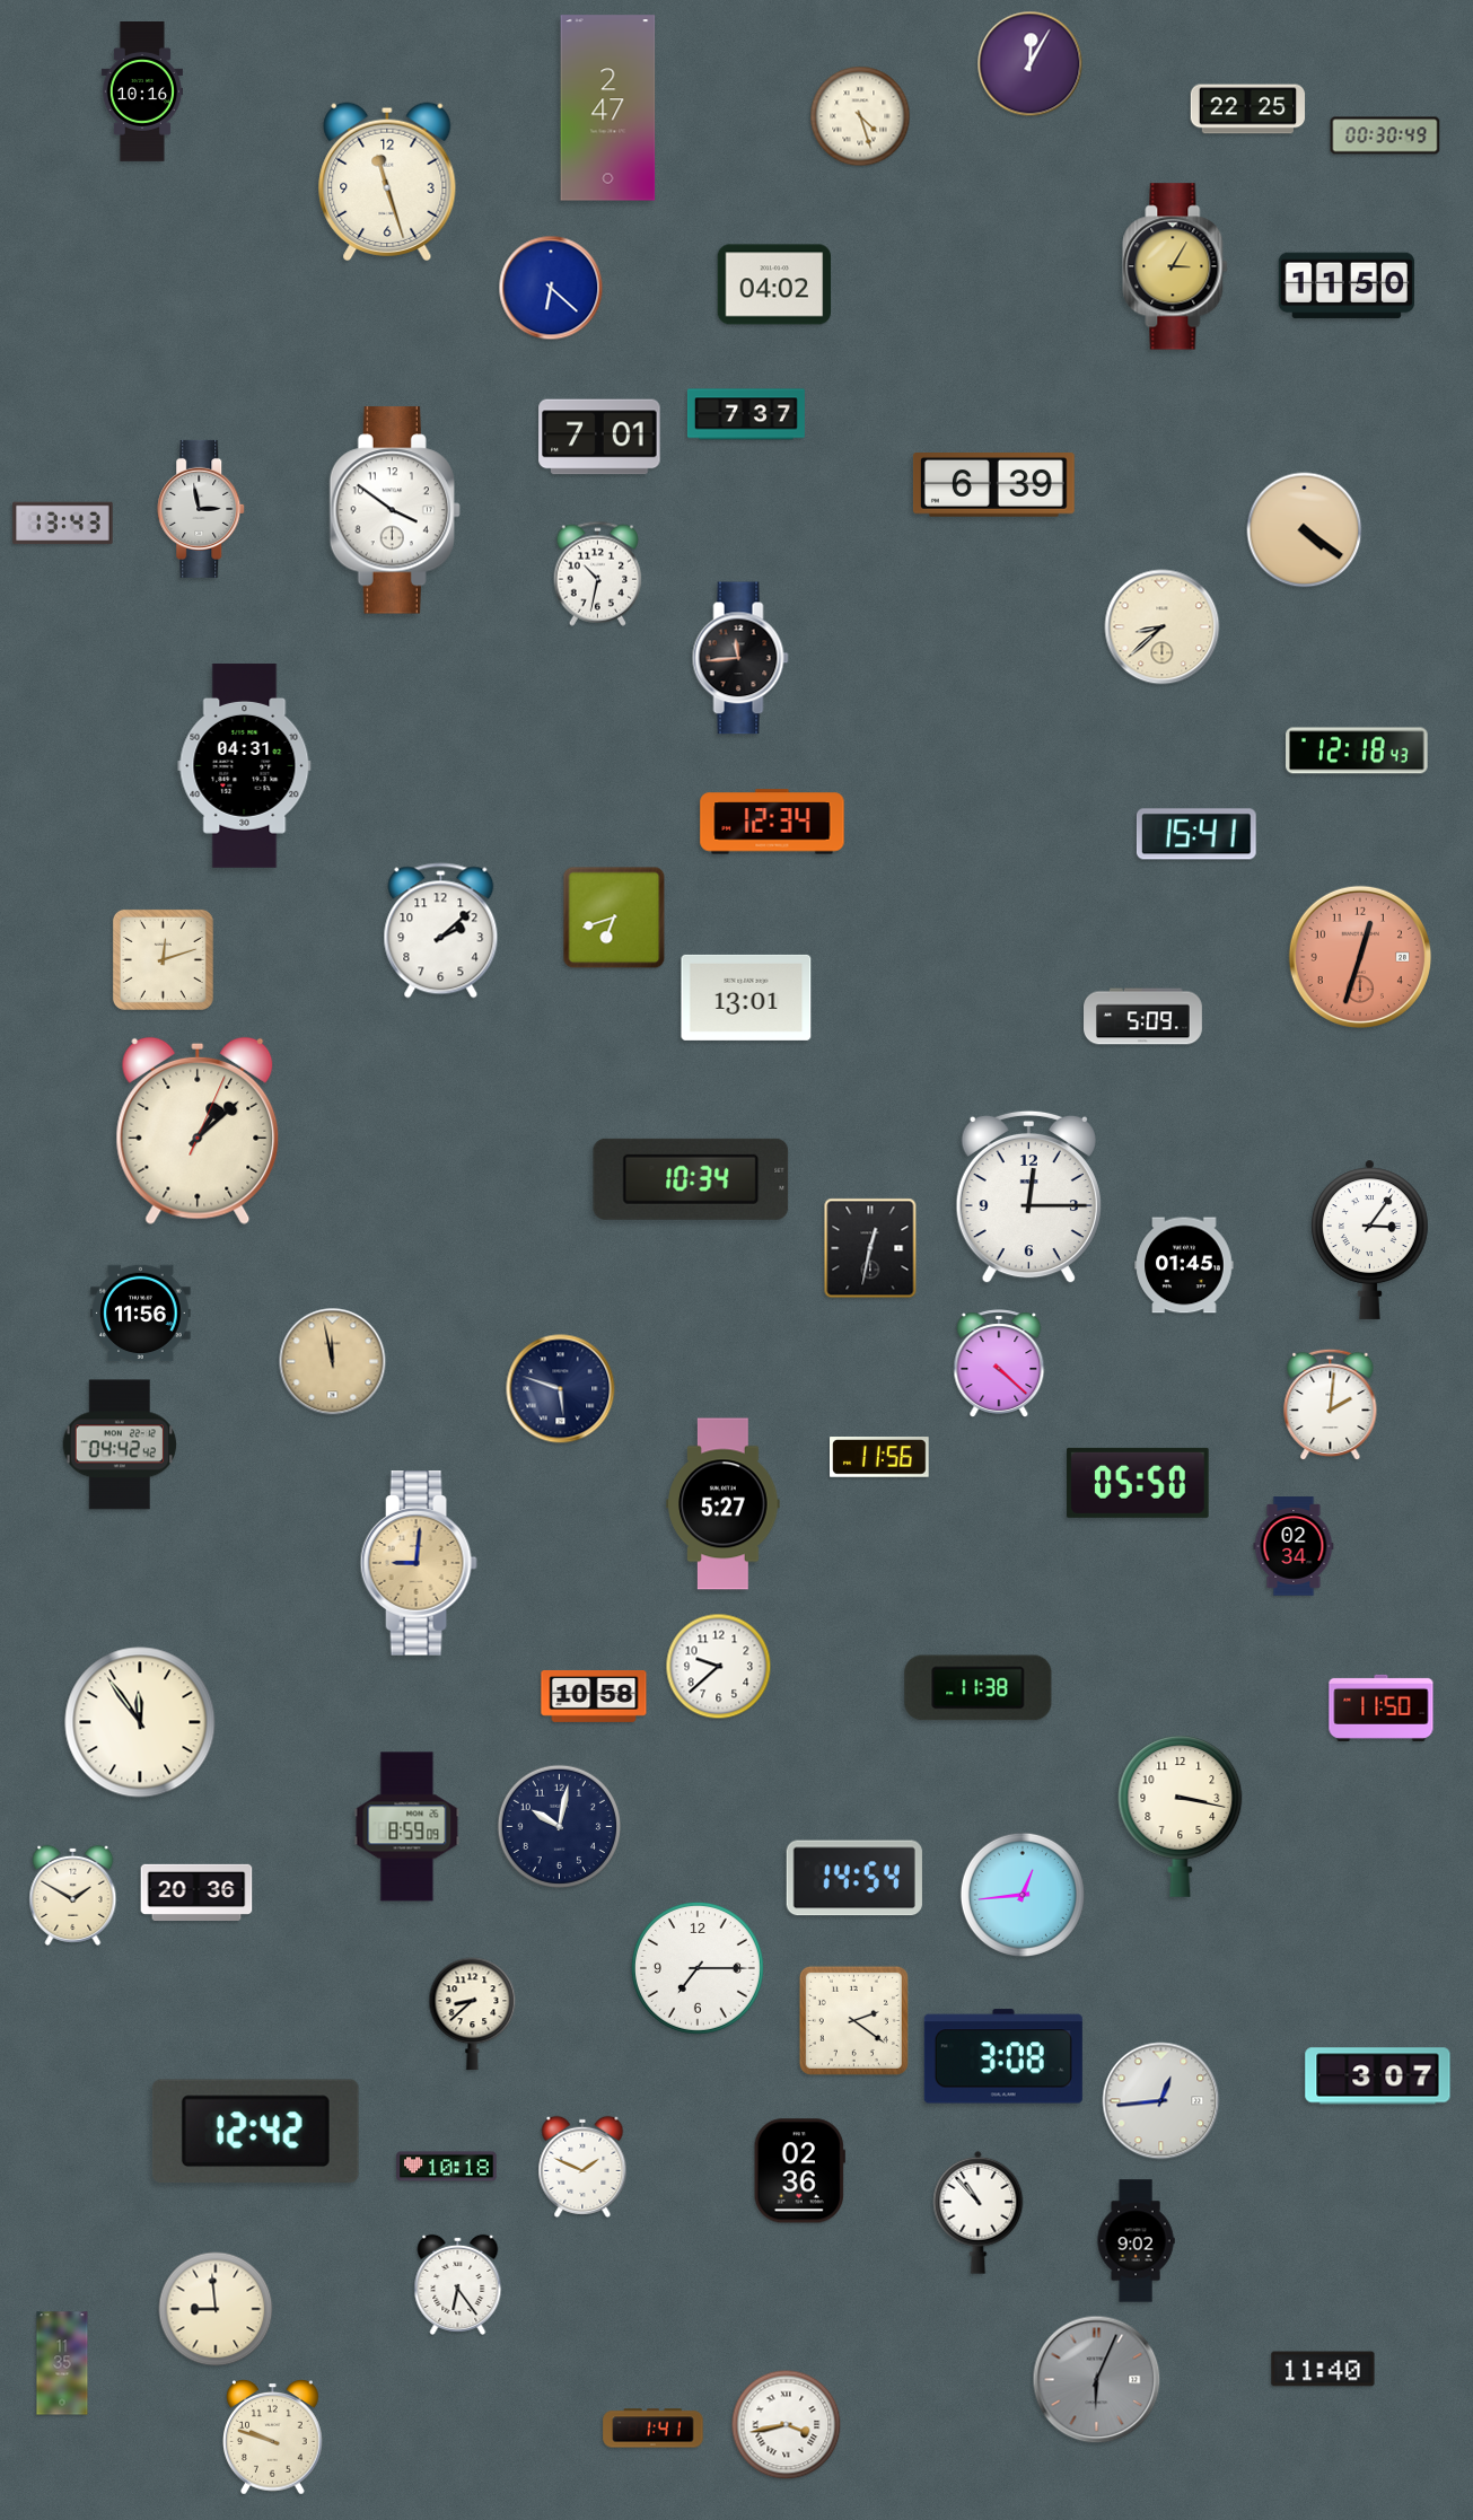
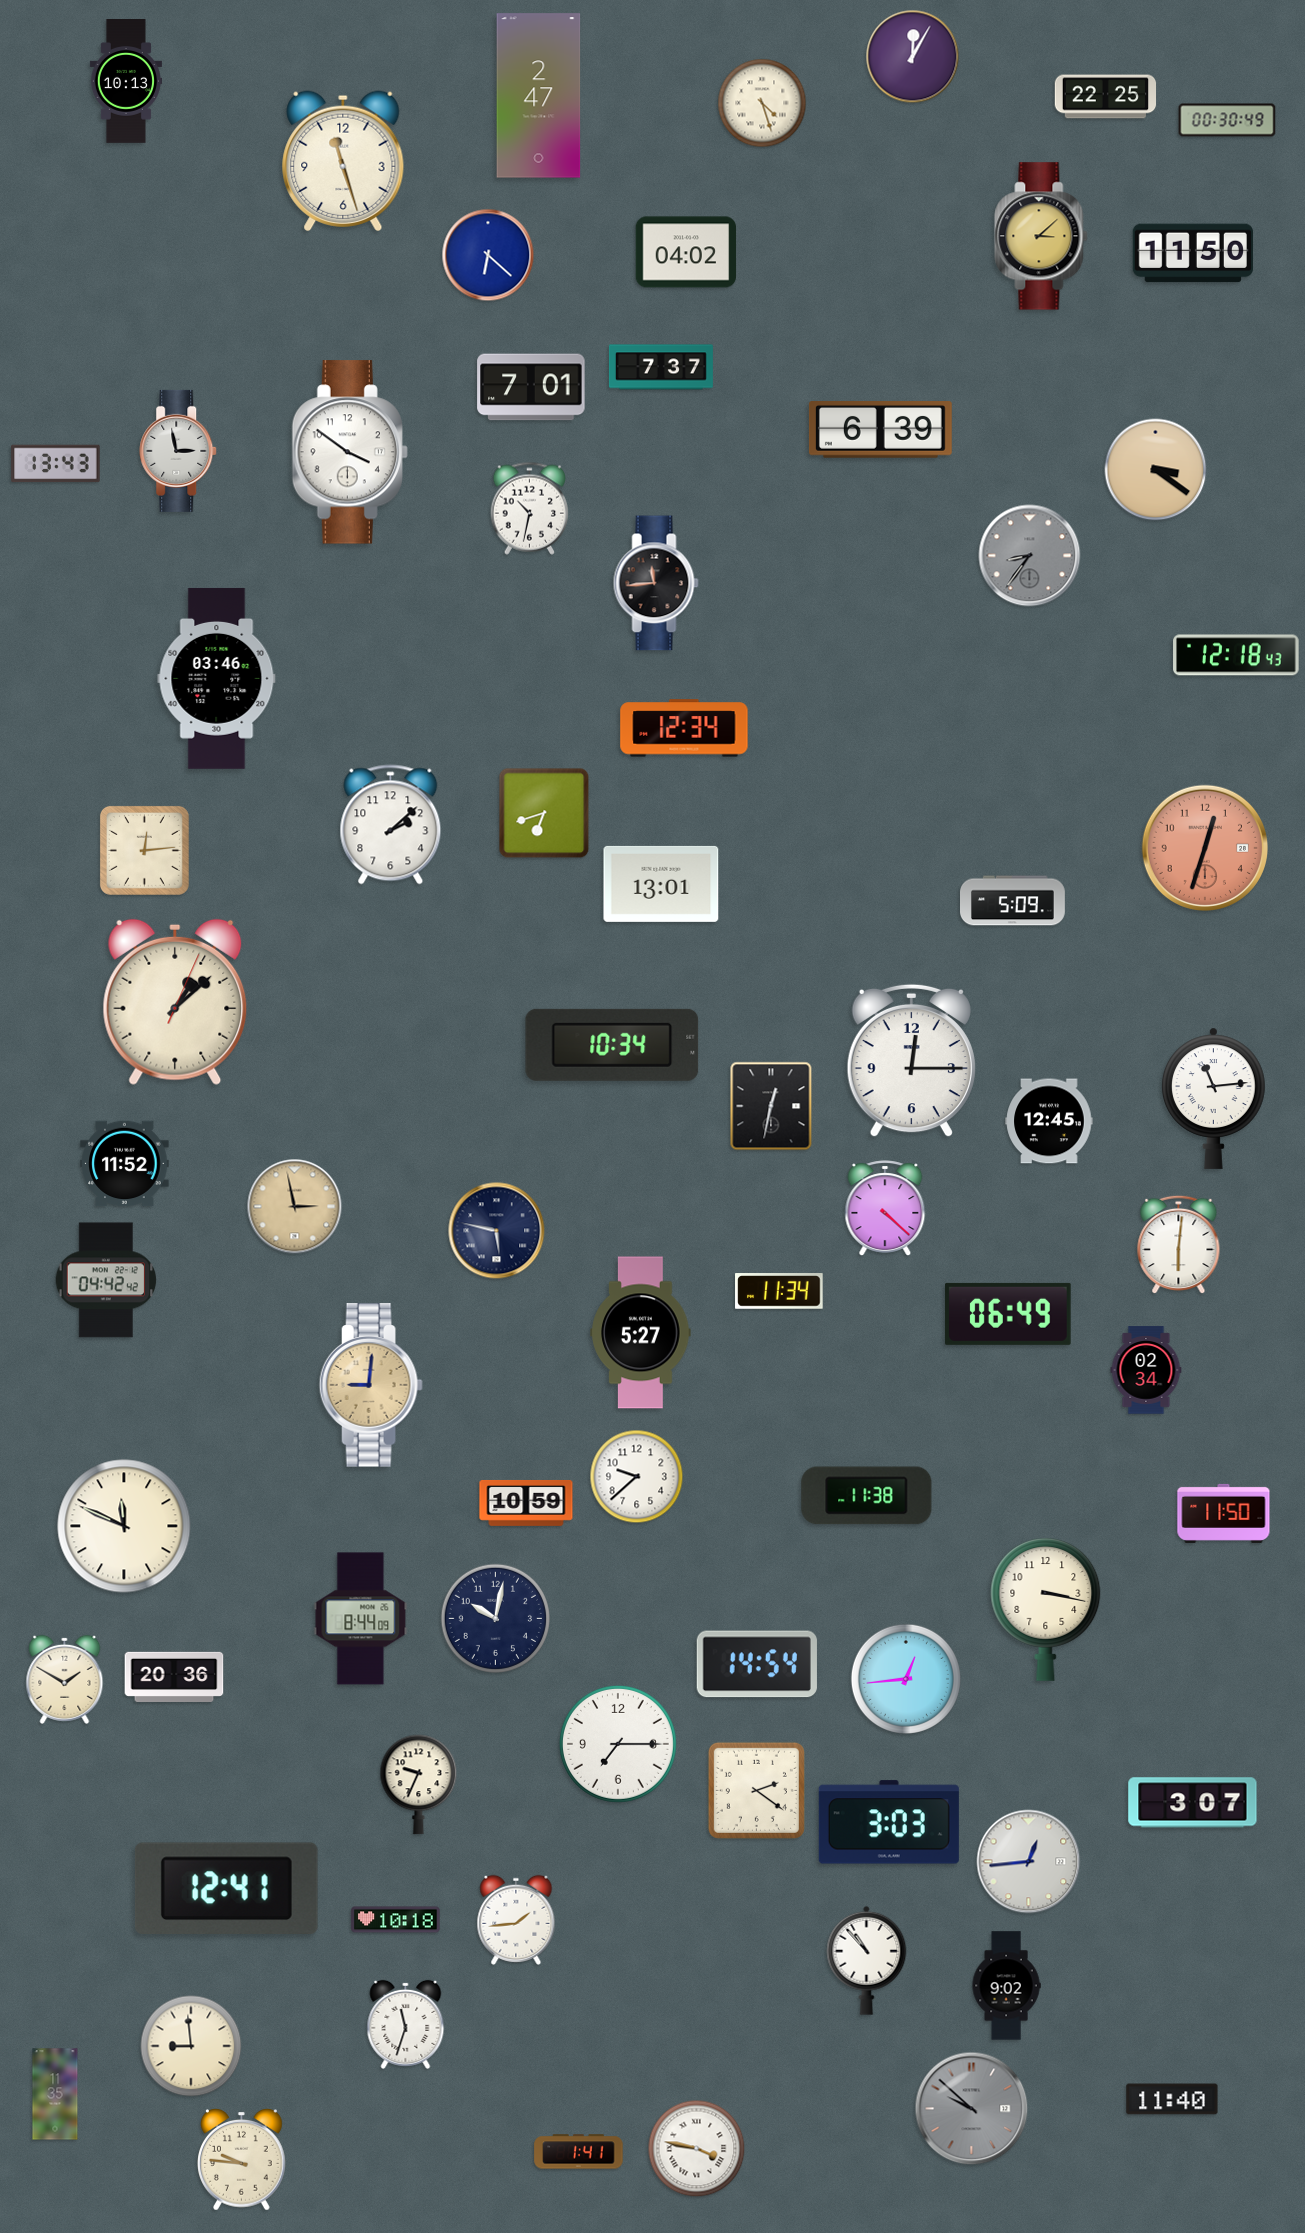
clock at (142, 93): 10:16 -> 10:13
clock at (1175, 266): 3:05 -> 3:08
clock at (1305, 530): 4:21 -> 3:21
clock at (1163, 627): 8:38 -> 8:36
clock at (1163, 627) dial: cream -> grey
clock at (1357, 750) position: (1357, 750) -> (1236, 655)
clock at (245, 765): 04:31 -> 03:46
clock at (1196, 834): 15:41 -> none
clock at (163, 959): 12:12 -> 12:14
clock at (1369, 1239): 3:06 -> 11:14
clock at (1184, 1265): 01:45 -> 12:45
clock at (141, 1314): 11:56 -> 11:52
clock at (333, 1362): 11:58 -> 2:58
clock at (561, 1389): 5:48 -> 5:47
clock at (1331, 1405): 2:01 -> 6:01
clock at (879, 1457): 11:56 -> 11:34
clock at (1138, 1483): 05:50 -> 06:49
clock at (594, 1696): 10:58 -> 10:59
clock at (140, 1722): 11:54 -> 11:49
clock at (407, 1827): 8:59 -> 8:44
clock at (473, 2014): 8:38 -> 9:34
clock at (1003, 2056): 3:08 -> 3:03
clock at (1378, 2076) position: (1378, 2076) -> (1193, 1803)
clock at (255, 2131): 12:42 -> 12:41
clock at (582, 2167): 1:49 -> 1:44
clock at (799, 2171): 02:36 -> none
clock at (458, 2284): 6:24 -> 11:33
clock at (1097, 2380): 6:04 -> 9:52
clock at (787, 2425): 3:43 -> 3:47
clock at (273, 2438): 9:48 -> 9:46
